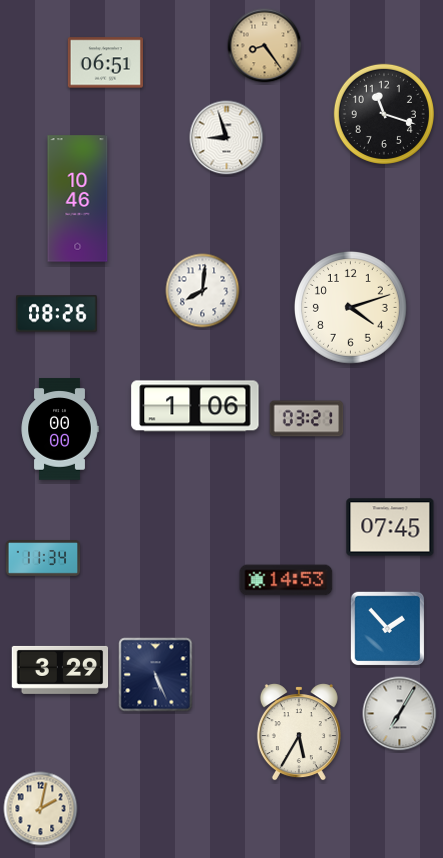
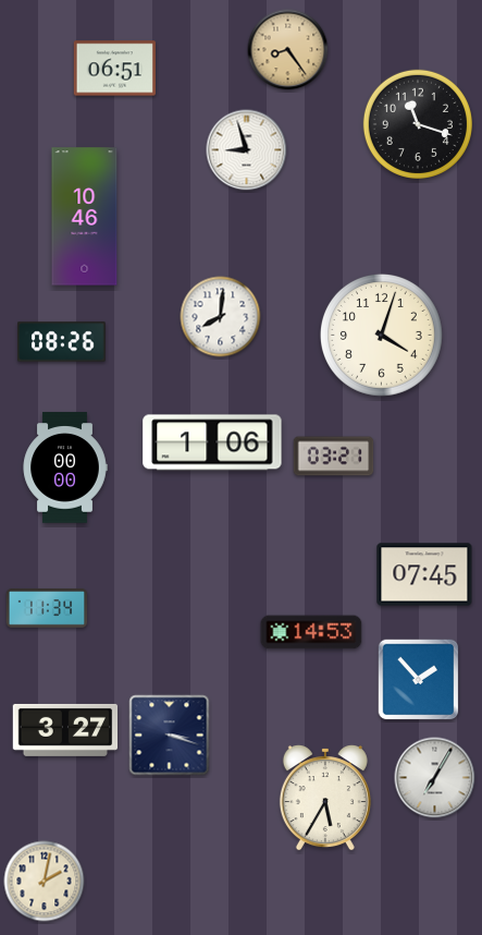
clock at (350, 307): 4:12 -> 4:03
clock at (388, 629) position: (388, 629) -> (419, 680)
clock at (60, 670): 3:29 -> 3:27
clock at (156, 675): 5:26 -> 3:18
